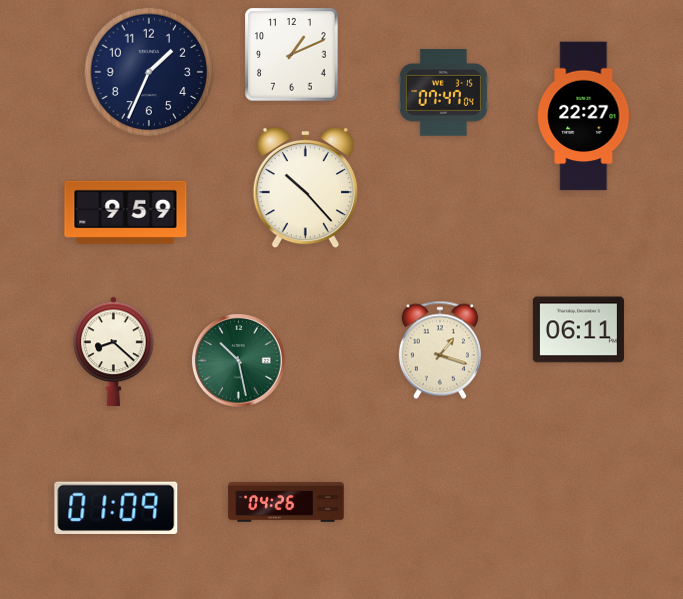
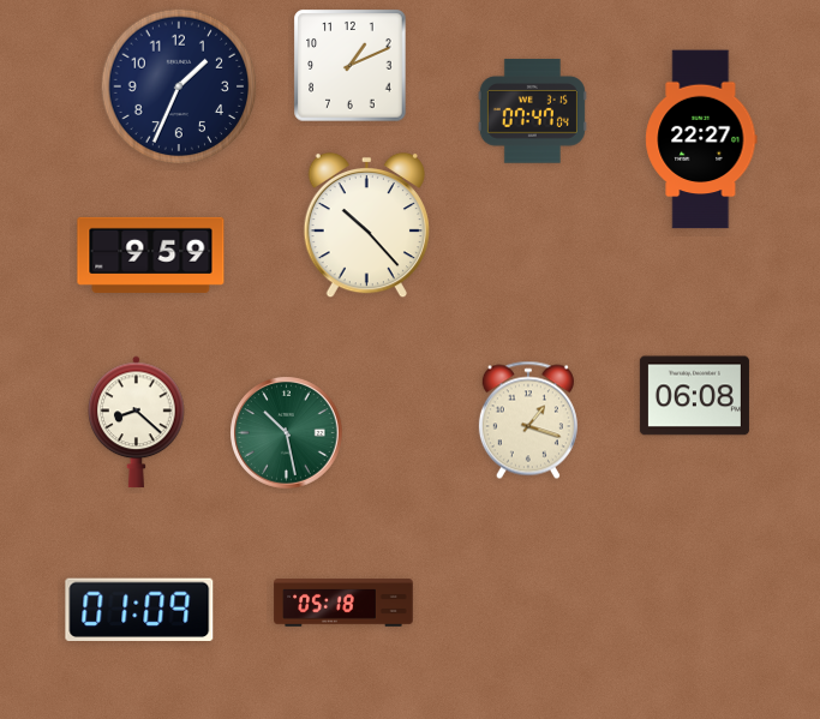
clock at (578, 330): 06:11 -> 06:08
clock at (286, 502): 04:26 -> 05:18
